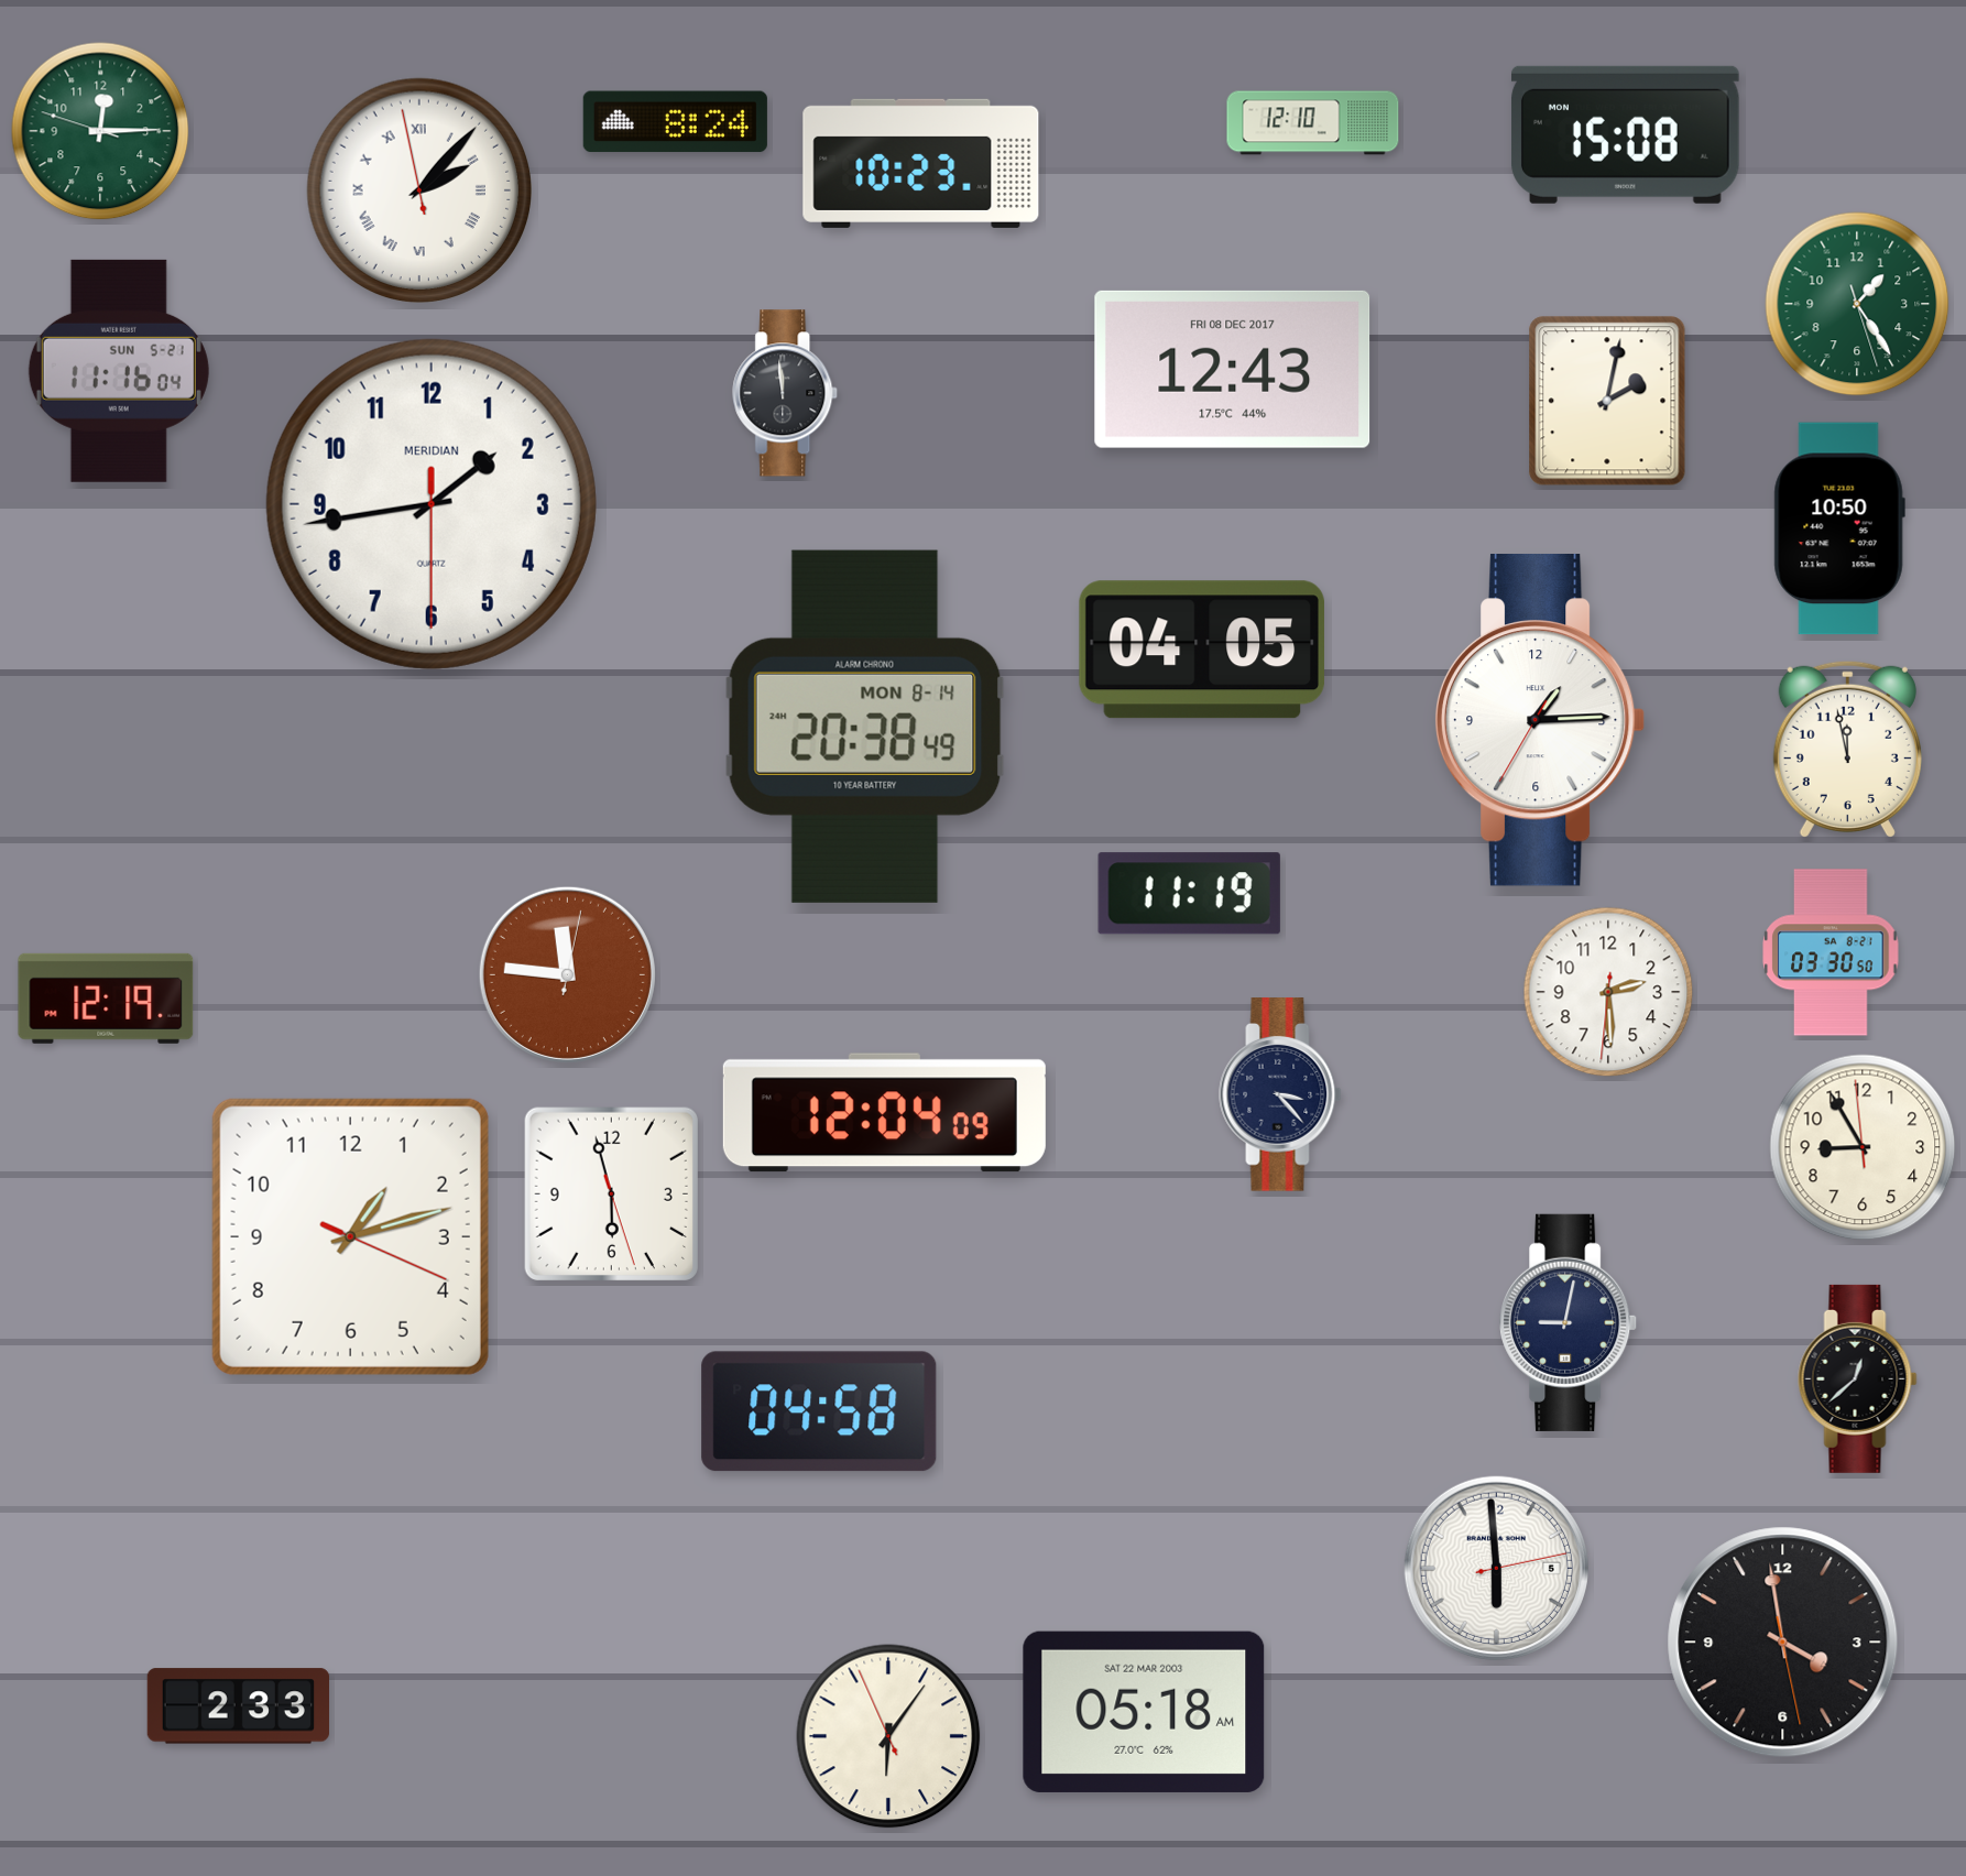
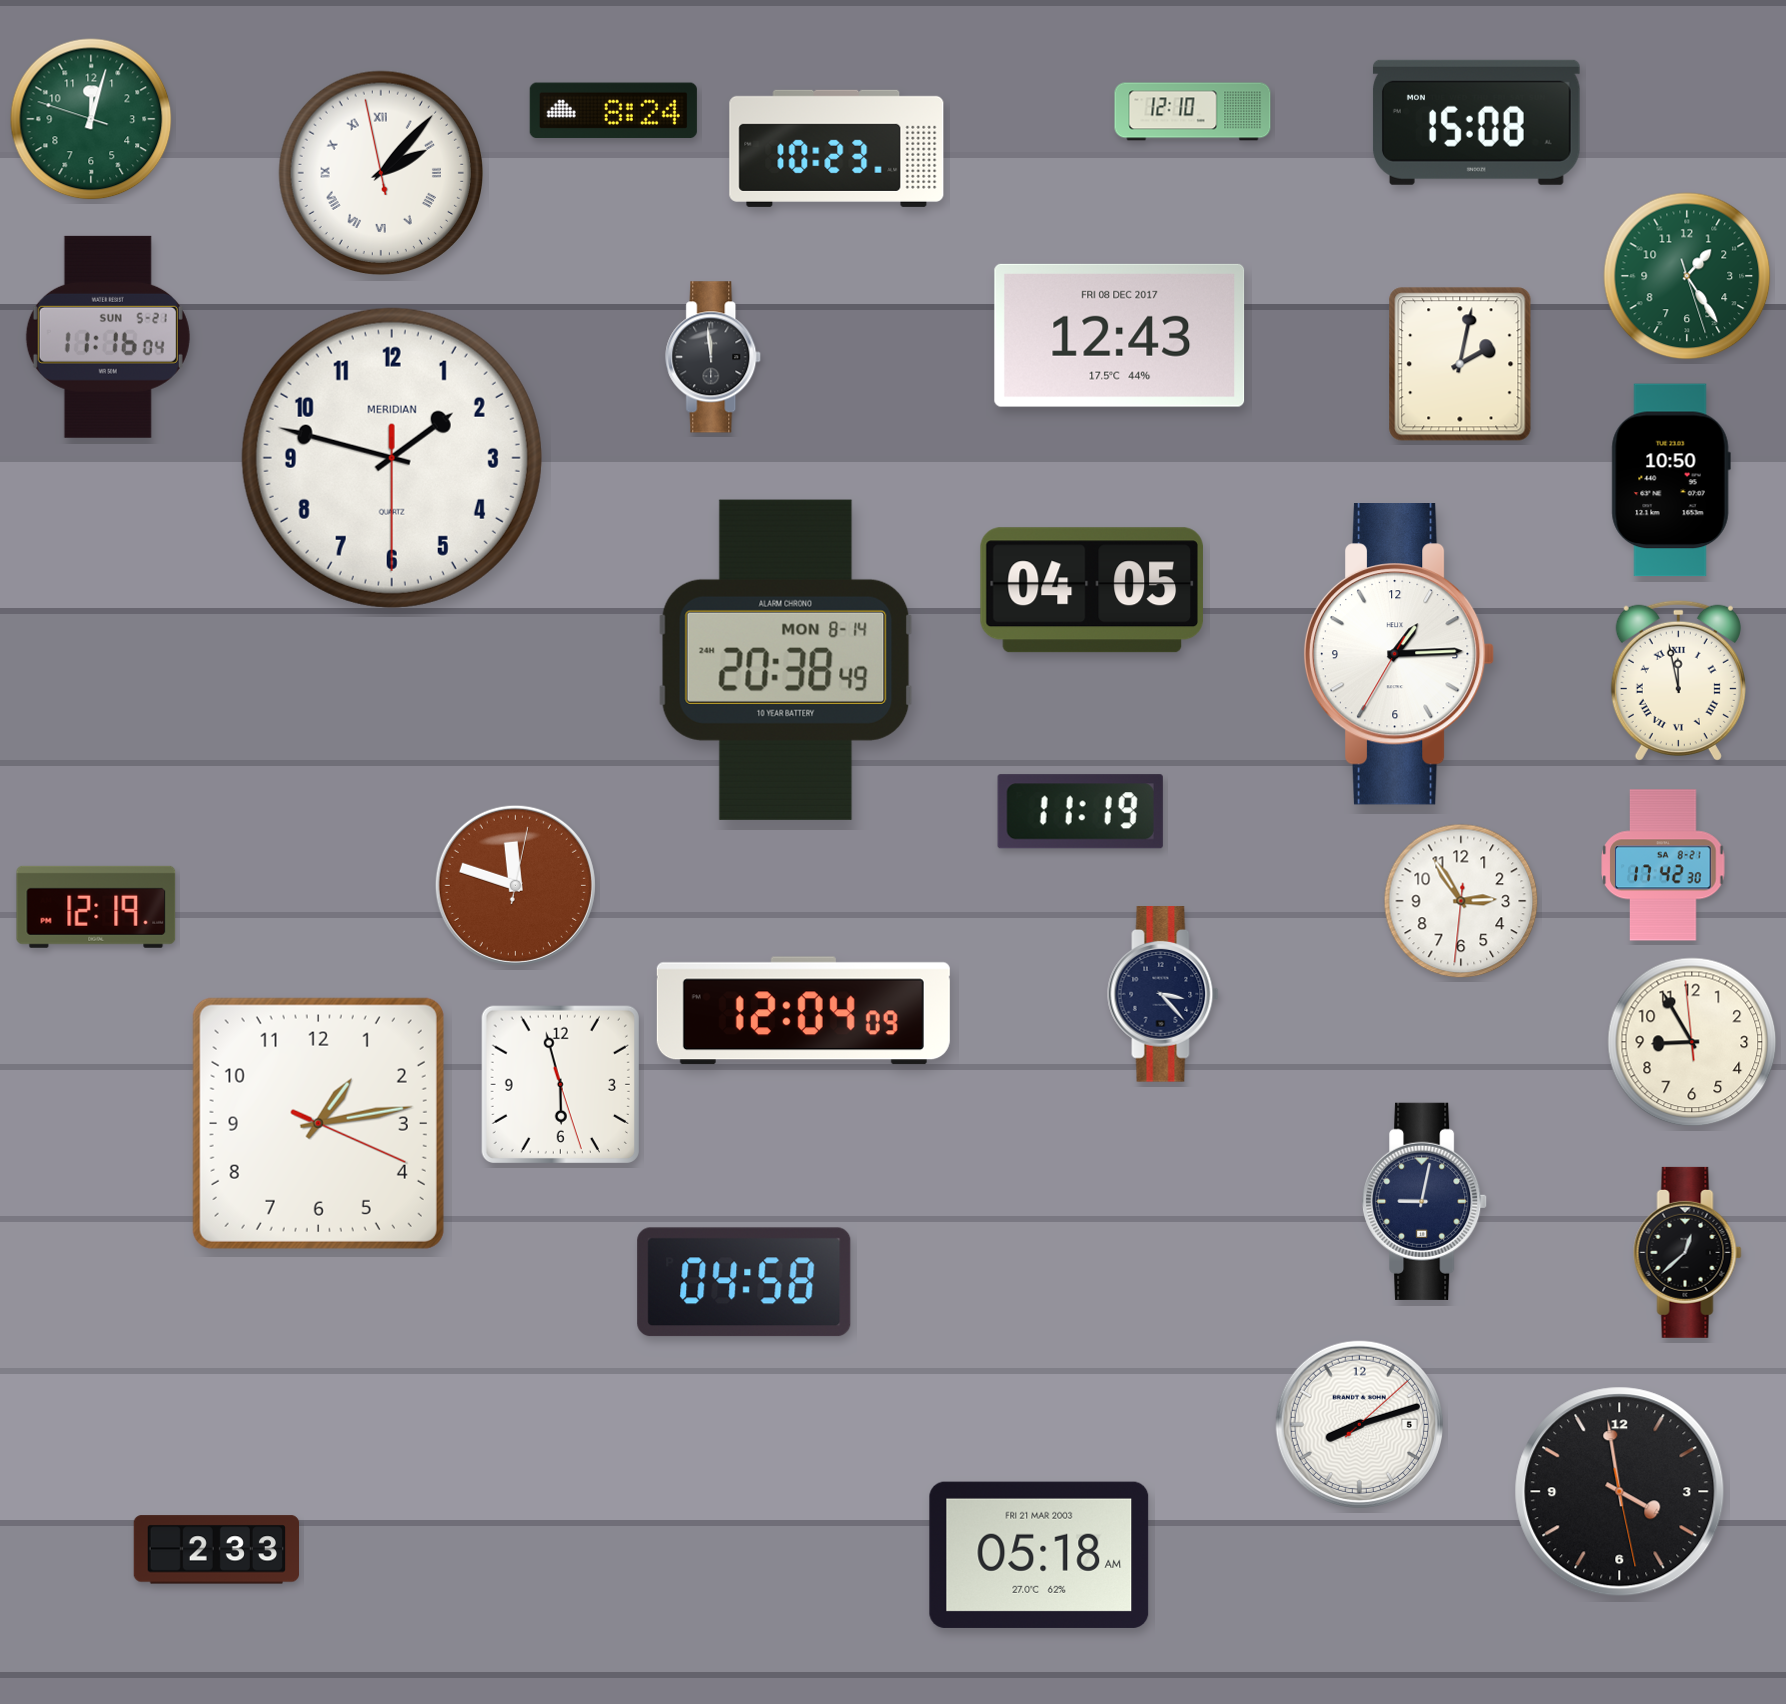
clock at (100, 131): 12:14 -> 12:02
clock at (432, 504): 1:43 -> 1:47
clock at (1847, 749) numerals: Arabic -> Roman
clock at (1831, 952): 03:30 -> 17:42
clock at (567, 974): 11:46 -> 11:48
clock at (1608, 992): 2:29 -> 2:54
clock at (611, 1193) position: (611, 1193) -> (560, 1084)
clock at (350, 1236): 1:12 -> 1:13
clock at (1496, 1568): 5:59 -> 8:12
clock at (1144, 1712) date: SAT 22 MAR 2003 -> FRI 21 MAR 2003
clock at (888, 1736): 6:05 -> none
